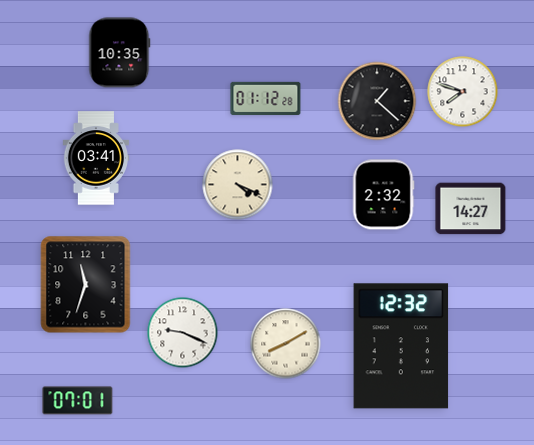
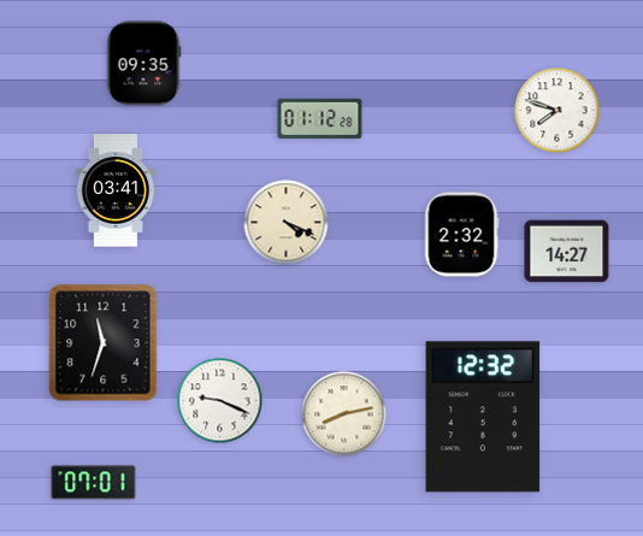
clock at (120, 53): 10:35 -> 09:35
clock at (377, 101): 1:22 -> none
clock at (286, 344): 8:10 -> 8:13
